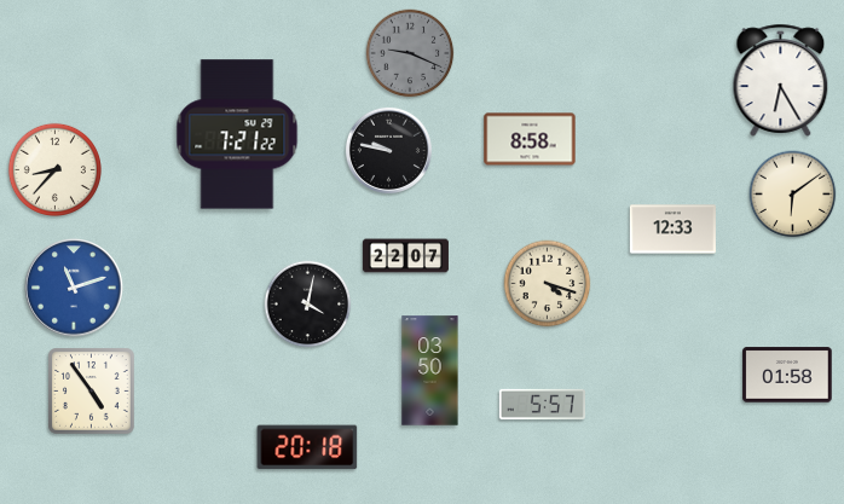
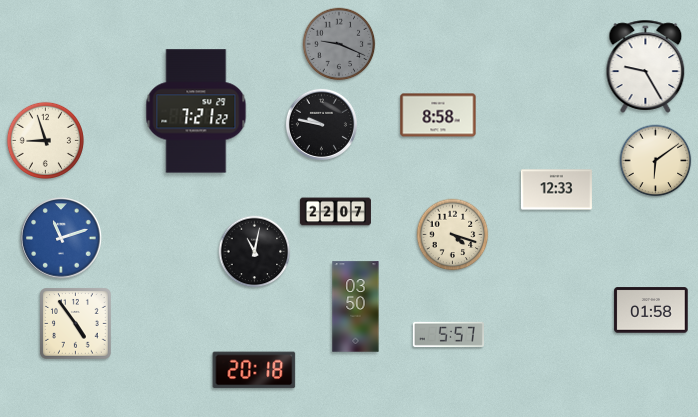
clock at (781, 80): 6:25 -> 9:25
clock at (54, 169): 8:37 -> 8:57
clock at (308, 305): 4:02 -> 11:02
